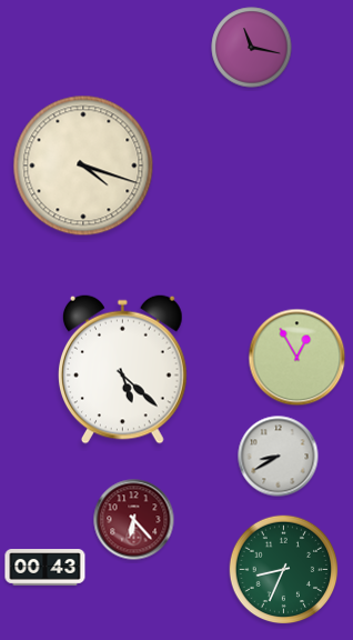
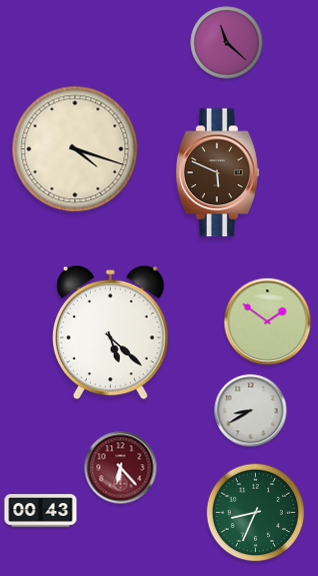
clock at (252, 48): 11:17 -> 11:22
clock at (217, 173): none -> 5:49
clock at (297, 358): 12:55 -> 1:51
